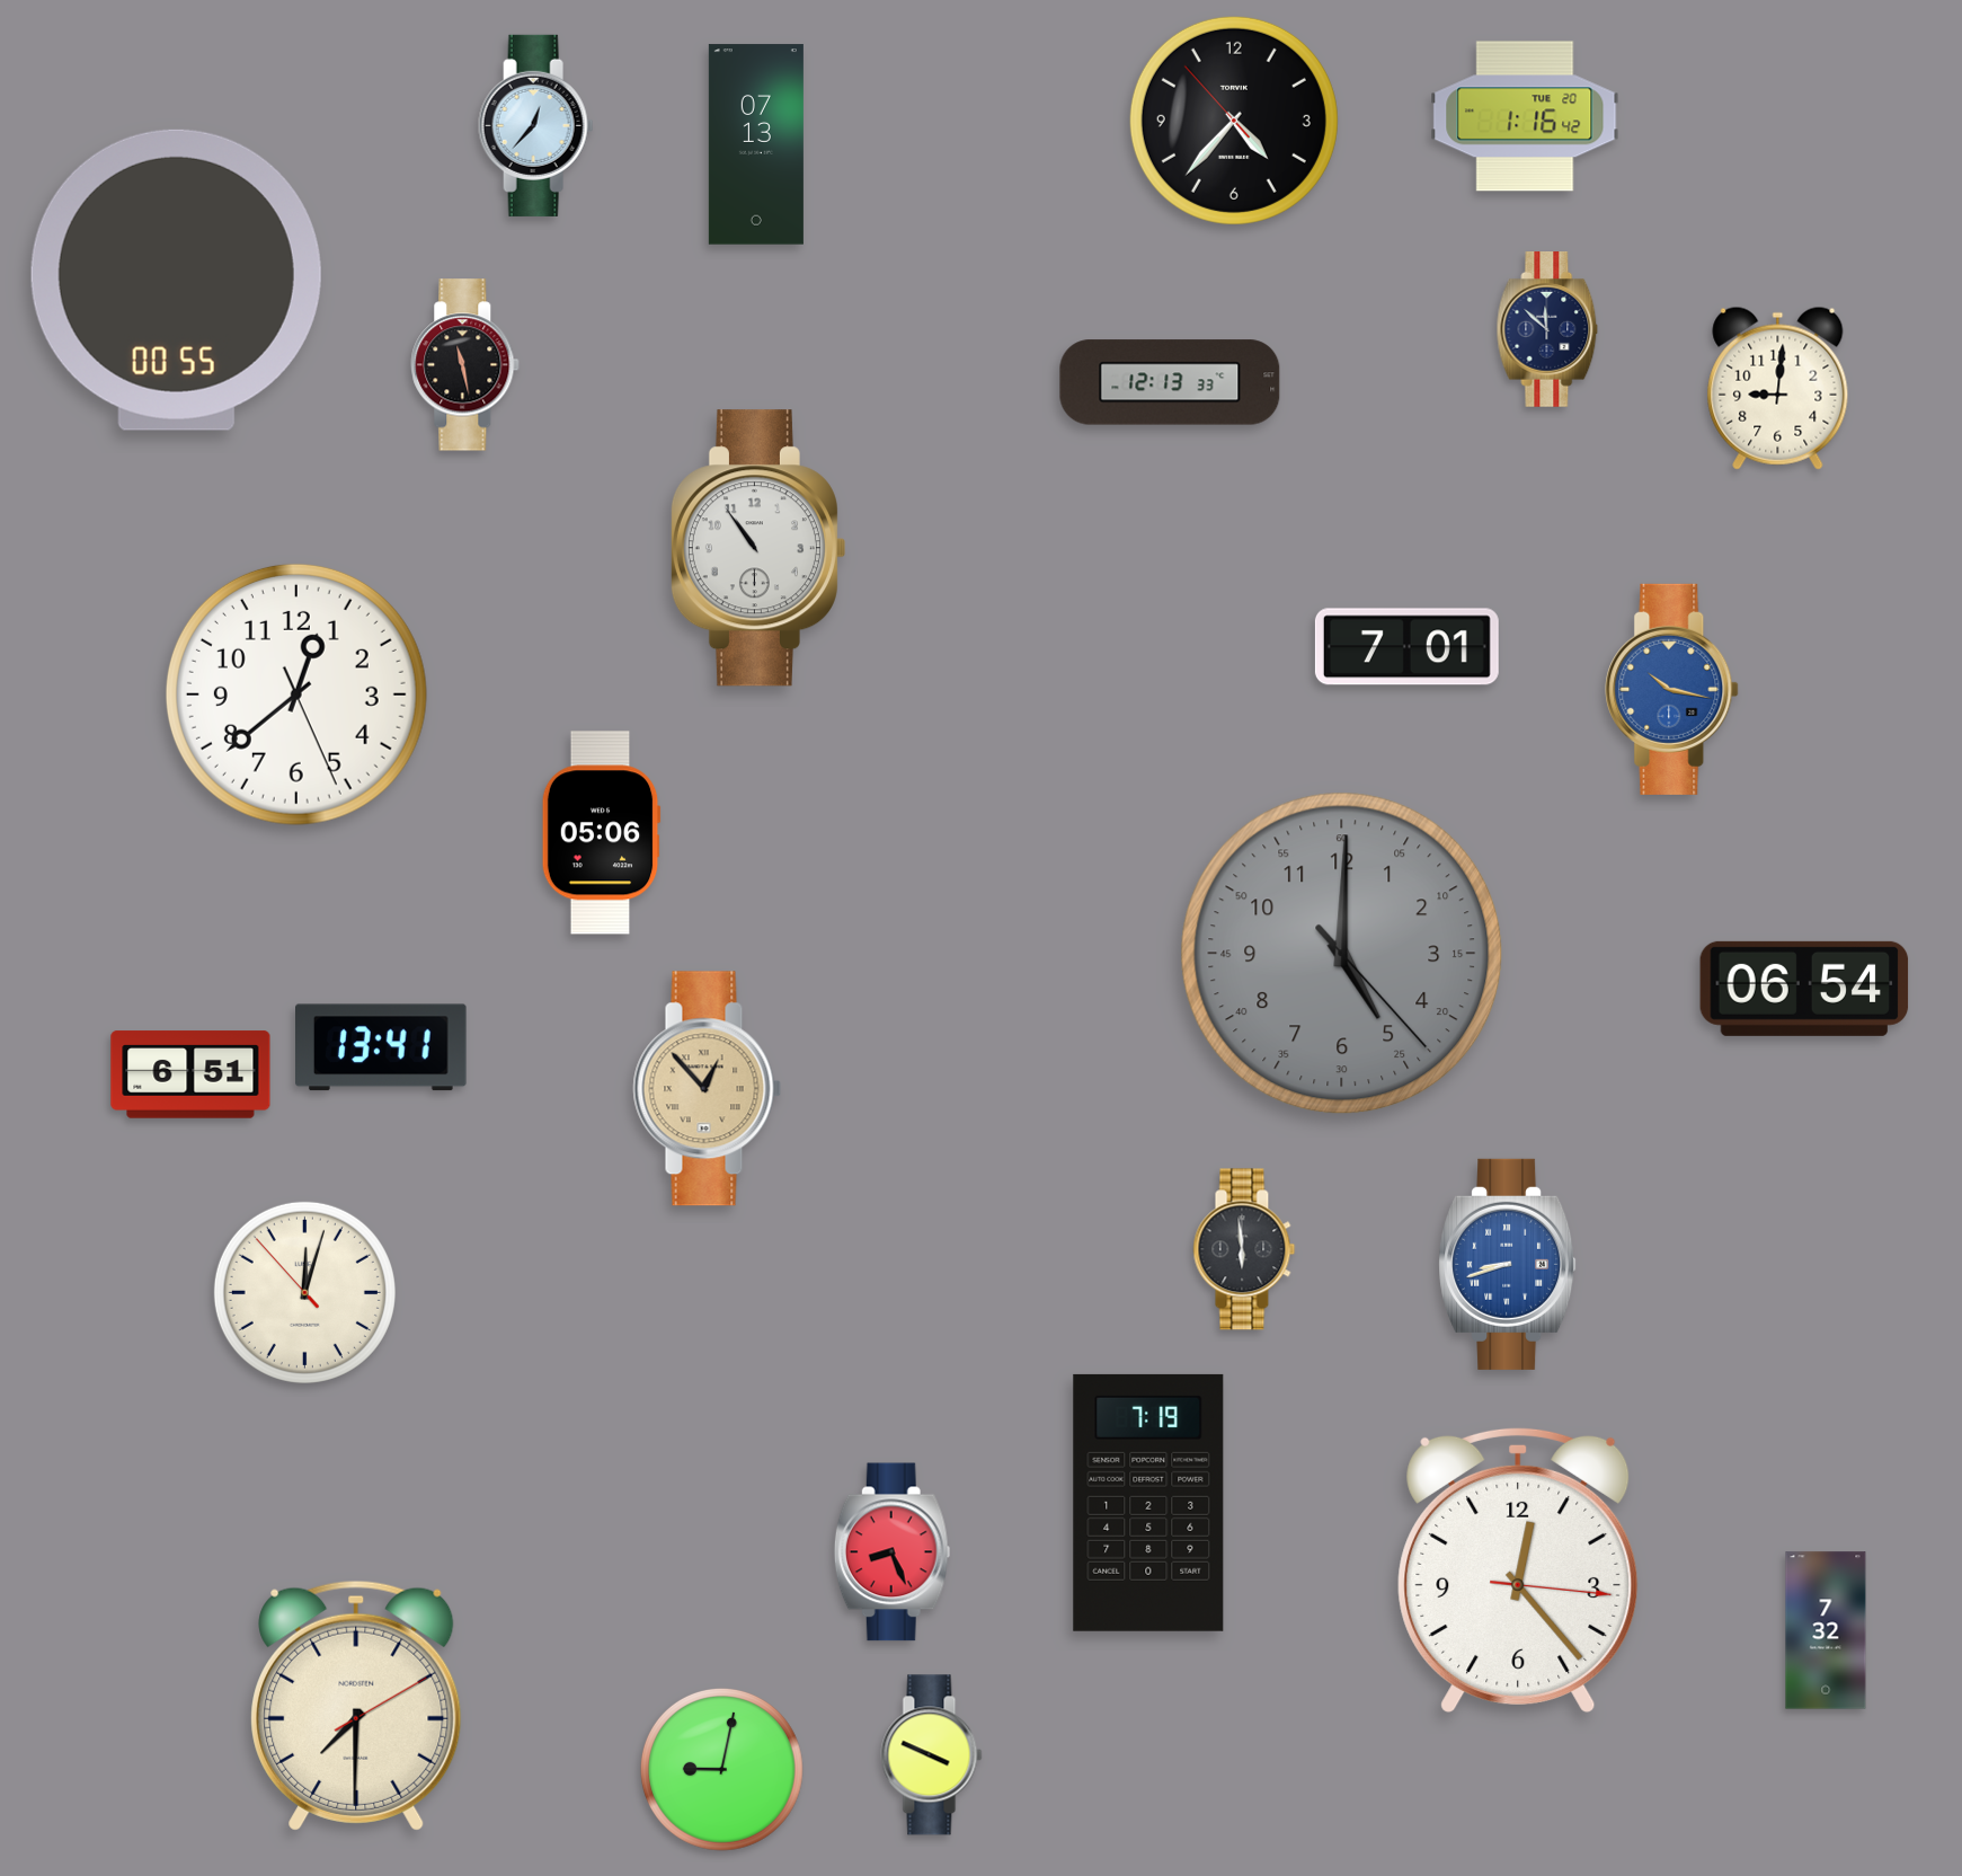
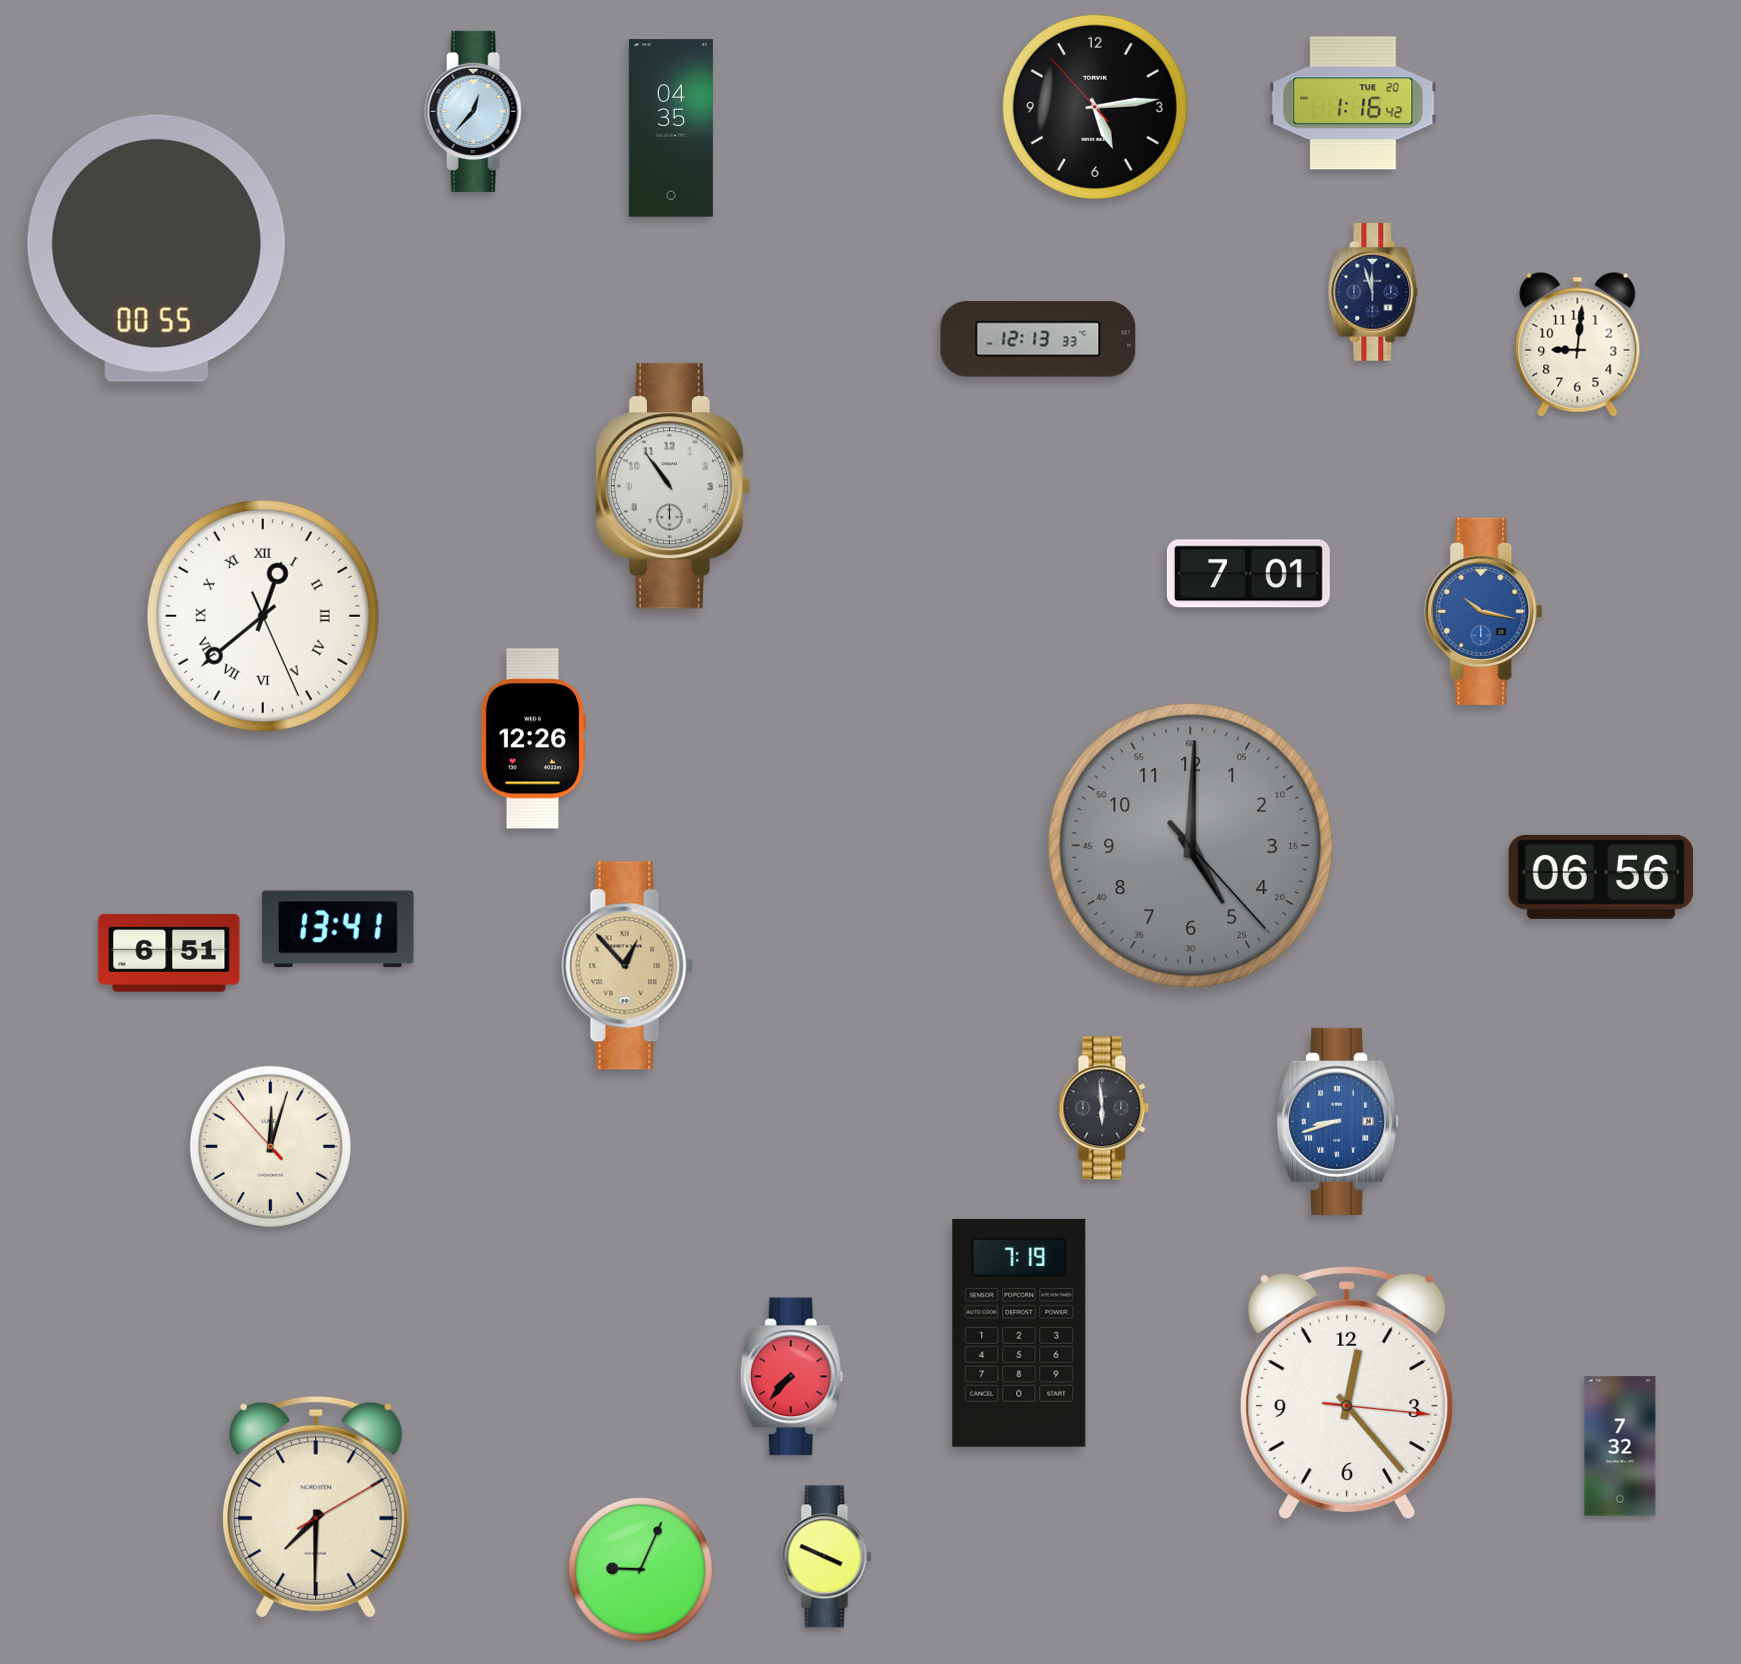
clock at (1234, 121): 4:36 -> 5:13
clock at (756, 144): 07:13 -> 04:35
clock at (1547, 330): 11:52 -> 11:57
clock at (465, 365): 11:28 -> none
clock at (296, 694) numerals: Arabic -> Roman
clock at (601, 833): 05:06 -> 12:26
clock at (1804, 989): 06:54 -> 06:56
clock at (891, 1552): 8:26 -> 7:37
clock at (356, 1706) position: (356, 1706) -> (316, 1507)
clock at (721, 1769): 9:02 -> 9:04
